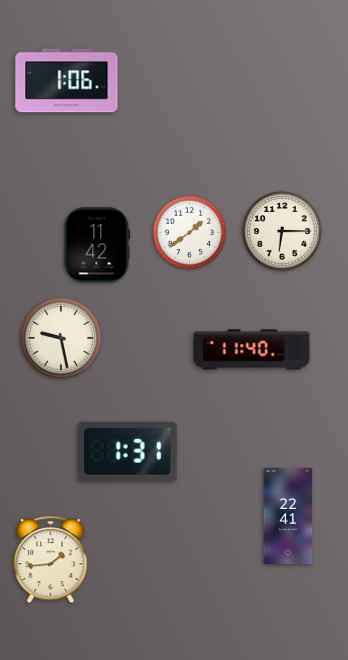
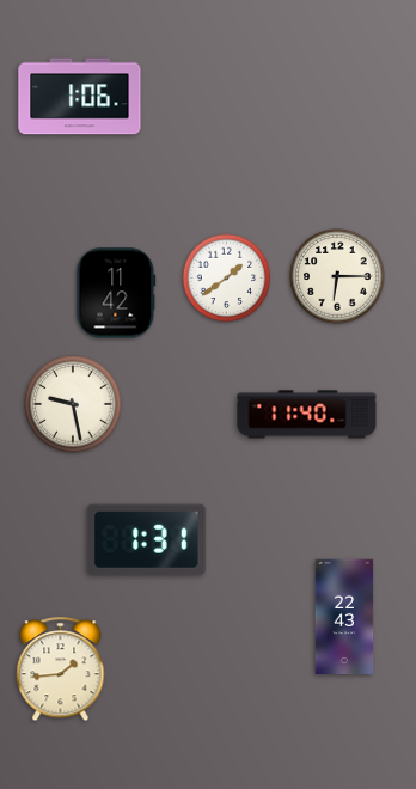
clock at (252, 350) position: (252, 350) -> (307, 415)
clock at (127, 451) position: (127, 451) -> (146, 539)
clock at (288, 515): 22:41 -> 22:43
